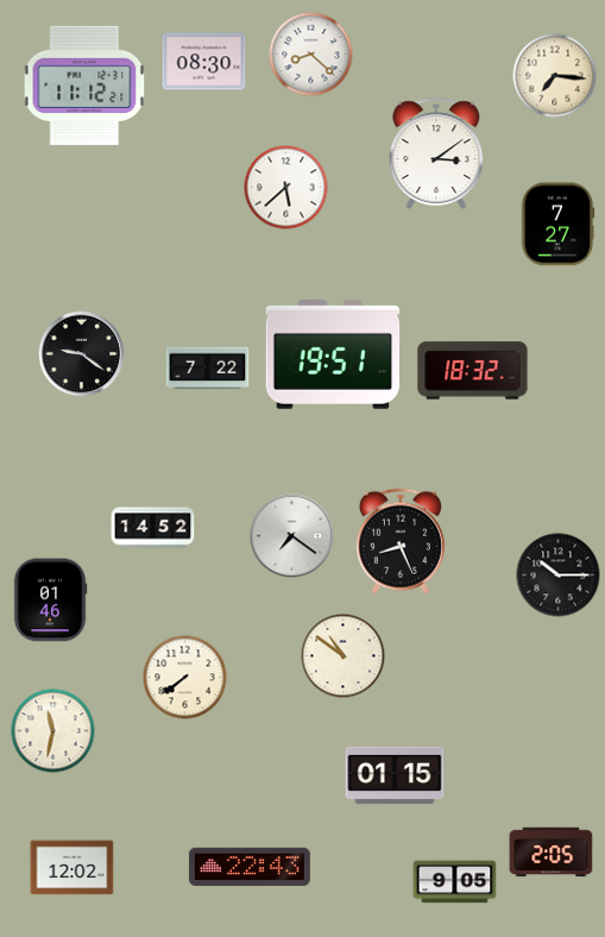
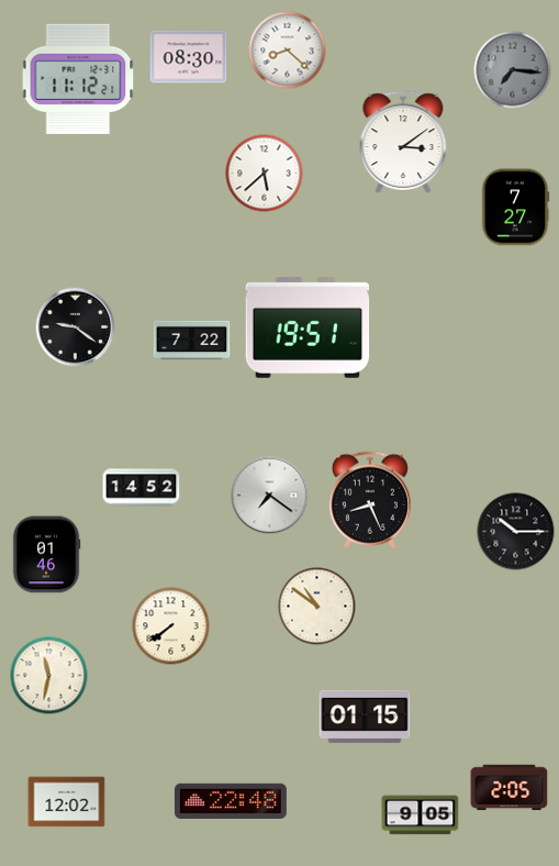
clock at (555, 76) dial: cream -> grey
clock at (473, 371): 18:32 -> none
clock at (250, 867): 22:43 -> 22:48
